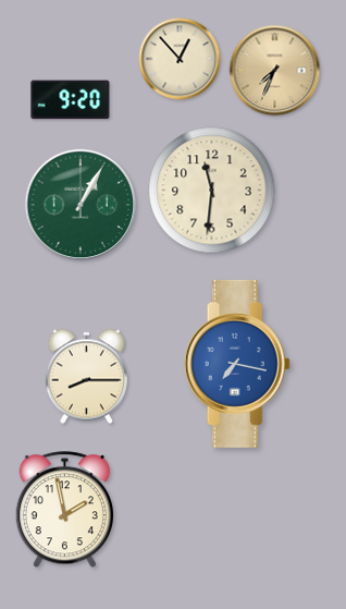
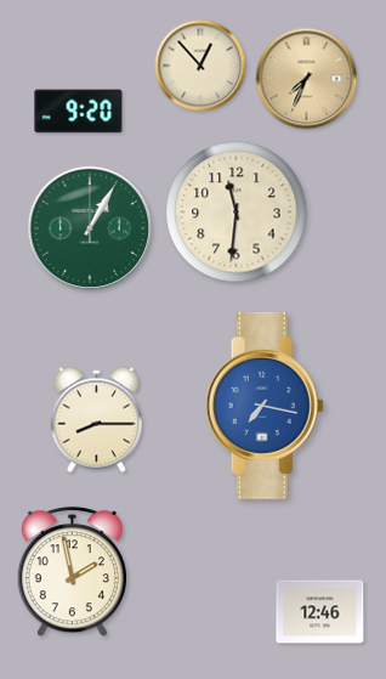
clock at (64, 510) position: (64, 510) -> (72, 572)
clock at (320, 612): none -> 12:46
